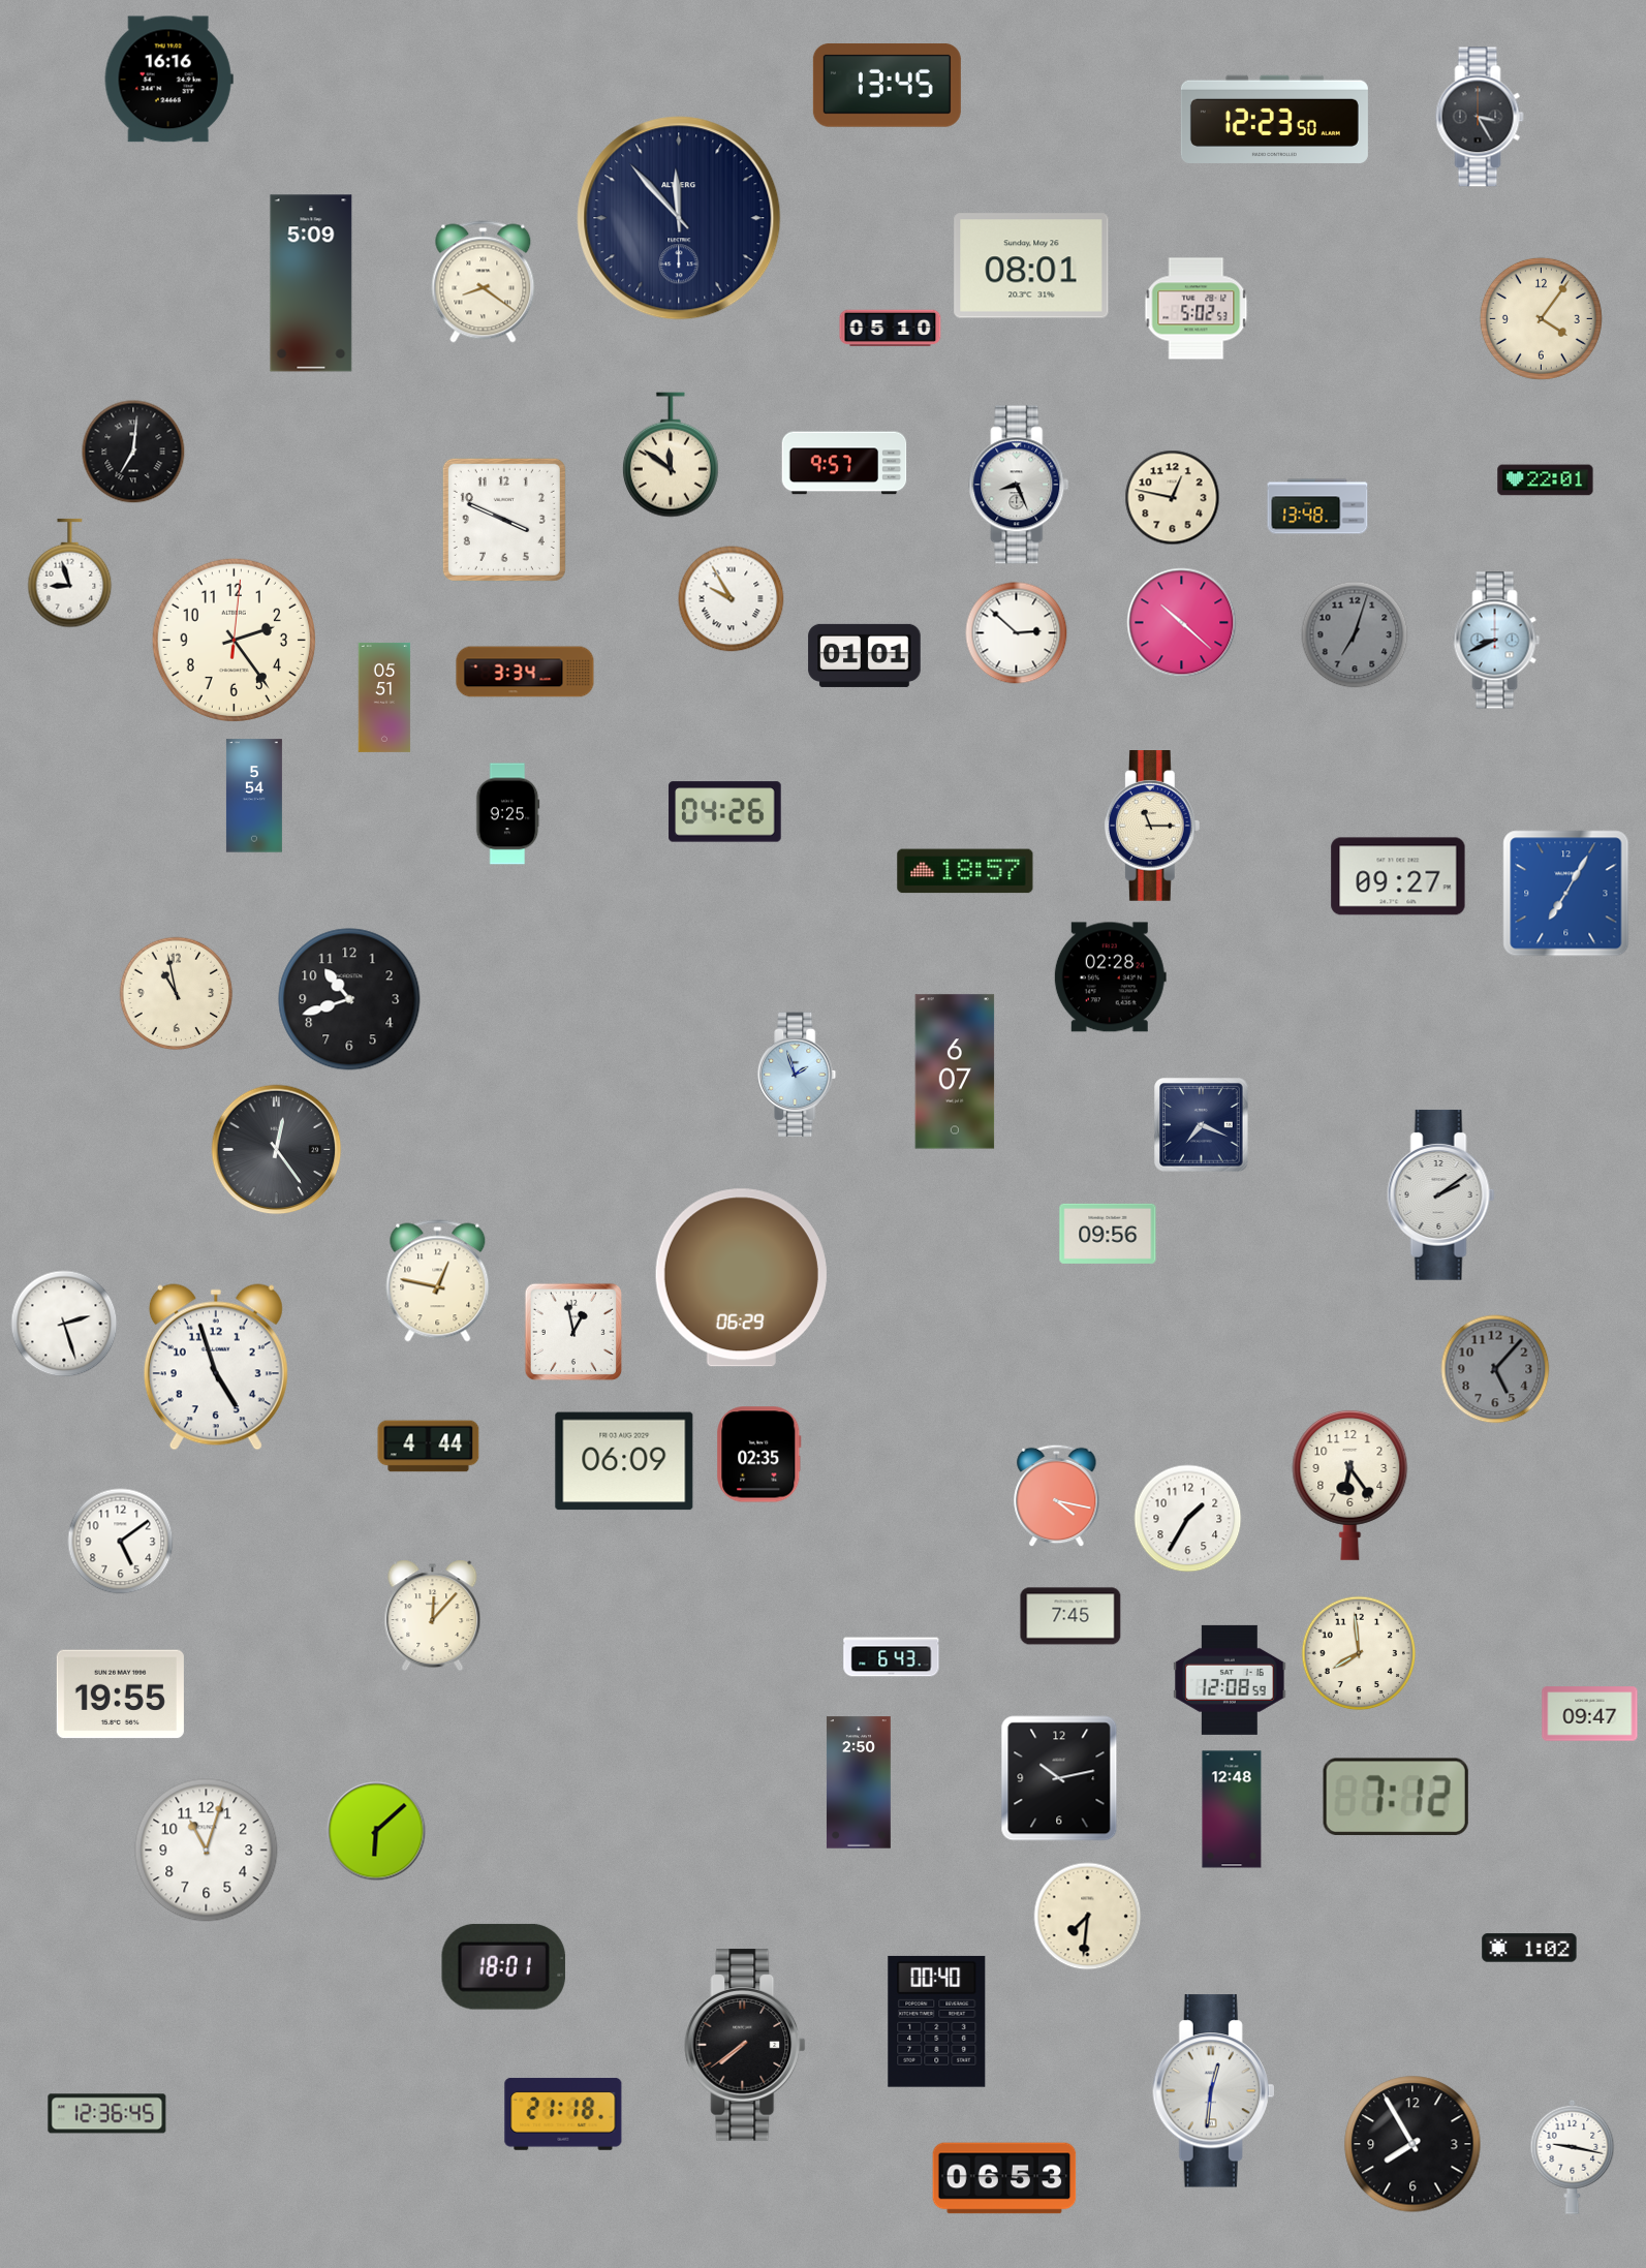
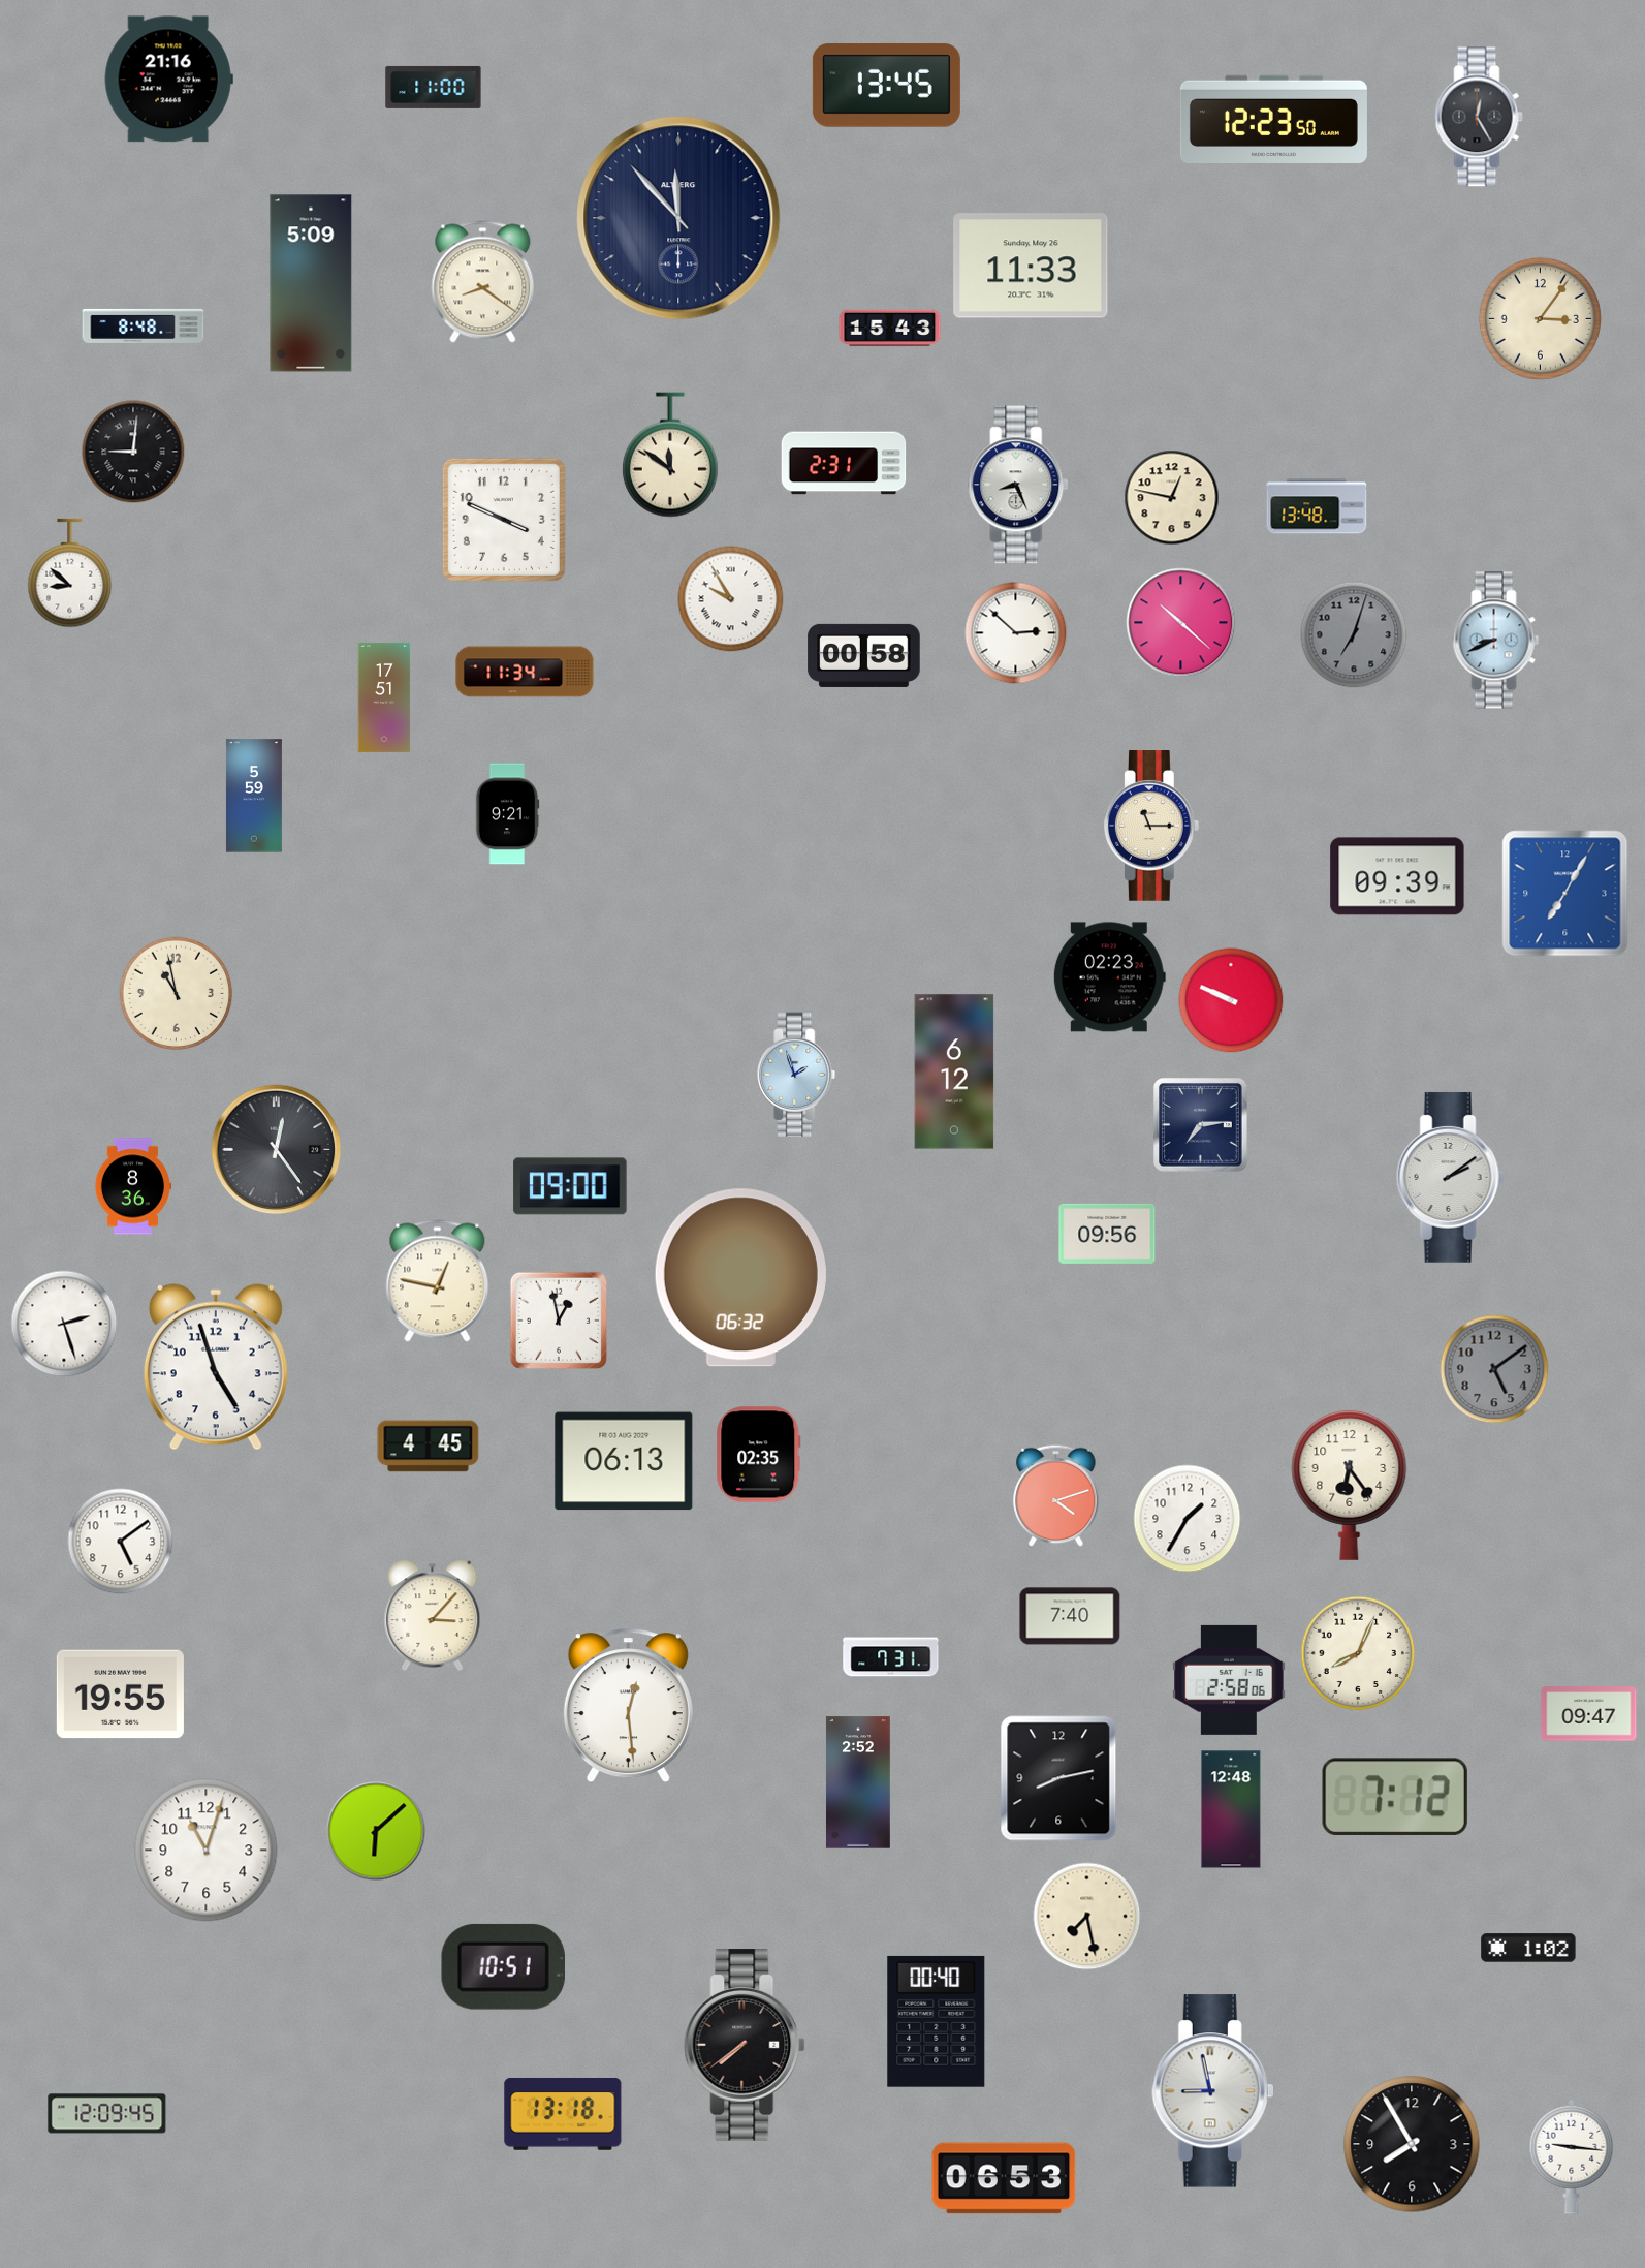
clock at (168, 80): 16:16 -> 21:16
clock at (434, 87): none -> 11:00
clock at (1480, 117): 3:25 -> 12:25
clock at (1031, 266): 08:01 -> 11:33
clock at (1197, 309): 5:02 -> none
clock at (1541, 318): 4:06 -> 3:06
clock at (144, 325): none -> 8:48
clock at (891, 329): 05:10 -> 15:43
clock at (133, 452): 7:01 -> 9:01
clock at (844, 463): 9:57 -> 2:31
clock at (1546, 480): 22:01 -> none
clock at (70, 573): 8:57 -> 8:52
clock at (234, 640): 2:24 -> none
clock at (865, 655): 01:01 -> 00:58
clock at (525, 672): 3:34 -> 11:34
clock at (384, 697): 05:51 -> 17:51
clock at (254, 796): 5:54 -> 5:59
clock at (725, 812): 04:26 -> none
clock at (507, 814): 9:25 -> 9:21
clock at (965, 871): 18:57 -> none
clock at (1398, 876): 09:27 -> 09:39
clock at (1110, 977): 02:28 -> 02:23
clock at (349, 999): 10:42 -> none
clock at (1231, 1000): none -> 9:49
clock at (955, 1071): 6:07 -> 6:12
clock at (1202, 1125): 7:19 -> 7:14
clock at (132, 1186): none -> 8:36
clock at (570, 1186): none -> 09:00
clock at (1440, 1195) position: (1440, 1195) -> (1450, 1178)
clock at (741, 1278): 06:29 -> 06:32
clock at (573, 1332) position: (573, 1332) -> (559, 1321)
clock at (1495, 1369): 5:07 -> 5:09
clock at (429, 1447): 4:44 -> 4:45
clock at (624, 1461): 06:09 -> 06:13
clock at (1057, 1496): 4:17 -> 4:12
clock at (433, 1616): 12:07 -> 3:07
clock at (1070, 1616): 7:45 -> 7:40
clock at (1359, 1653): 7:59 -> 8:04
clock at (892, 1657): 6:43 -> 7:31
clock at (1230, 1680): 12:08 -> 2:58
clock at (628, 1706): none -> 12:29
clock at (1059, 1778): 10:13 -> 8:13
clock at (859, 1782): 2:50 -> 2:52
clock at (1088, 1917): 7:31 -> 7:28
clock at (503, 1966): 18:01 -> 10:51
clock at (1214, 2091): 12:31 -> 8:58
clock at (107, 2114): 12:36 -> 12:09
clock at (563, 2114): 21:18 -> 13:18
clock at (1573, 2156): 9:17 -> 9:16
